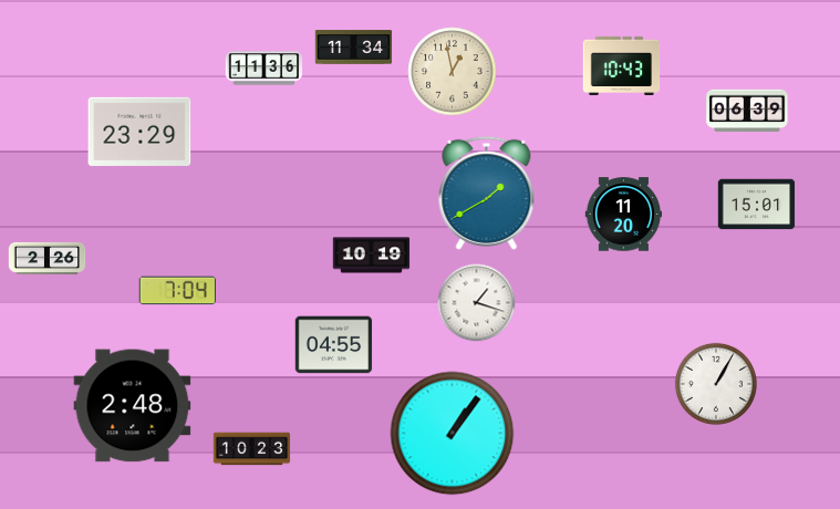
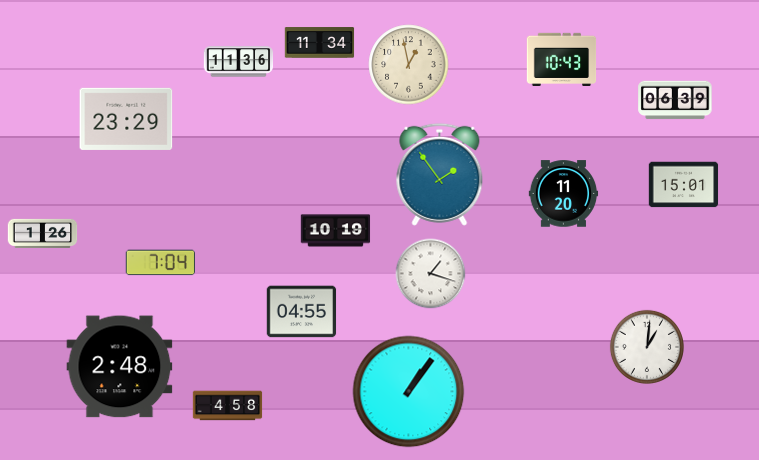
clock at (487, 193): 1:40 -> 1:54
clock at (48, 258): 2:26 -> 1:26
clock at (715, 383): 1:05 -> 1:01
clock at (252, 449): 10:23 -> 4:58
